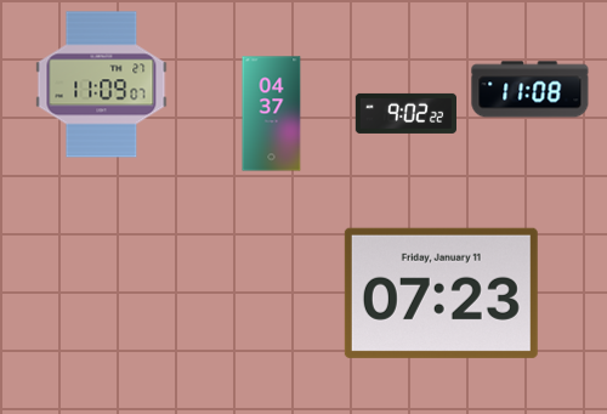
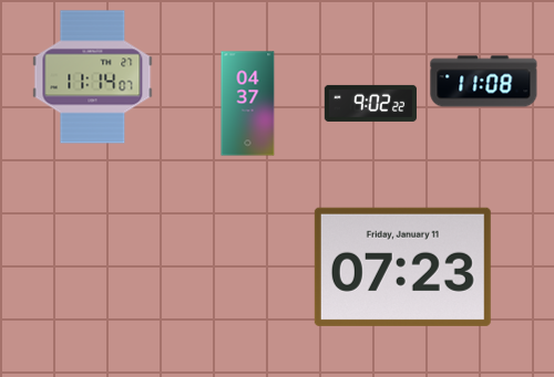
clock at (102, 85): 11:09 -> 11:14
